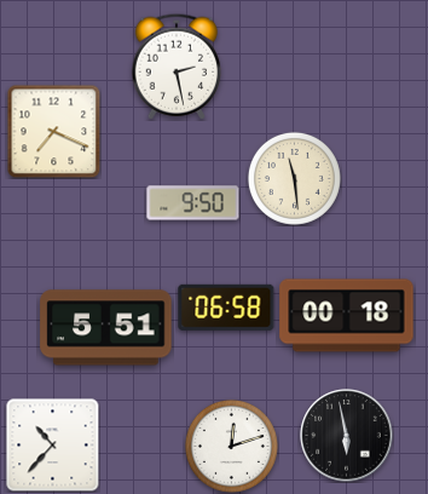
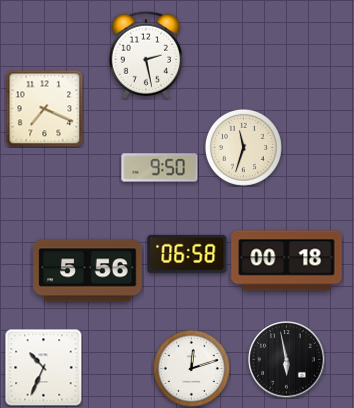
clock at (294, 178): 11:29 -> 11:33
clock at (106, 328): 5:51 -> 5:56
clock at (52, 444): 10:37 -> 10:34
